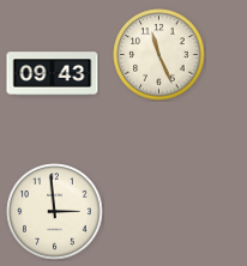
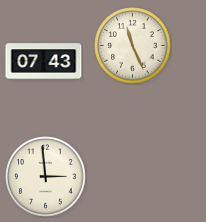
clock at (53, 74): 09:43 -> 07:43
